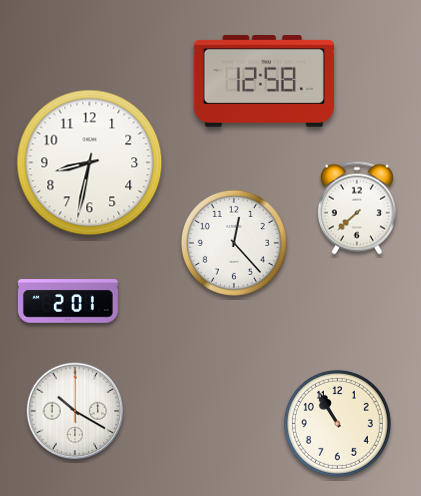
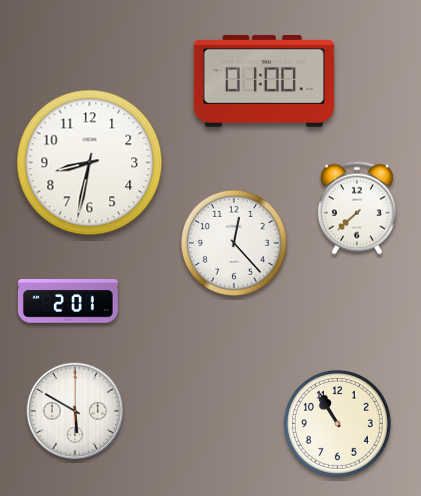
clock at (264, 82): 12:58 -> 01:00
clock at (75, 411): 10:20 -> 5:50
